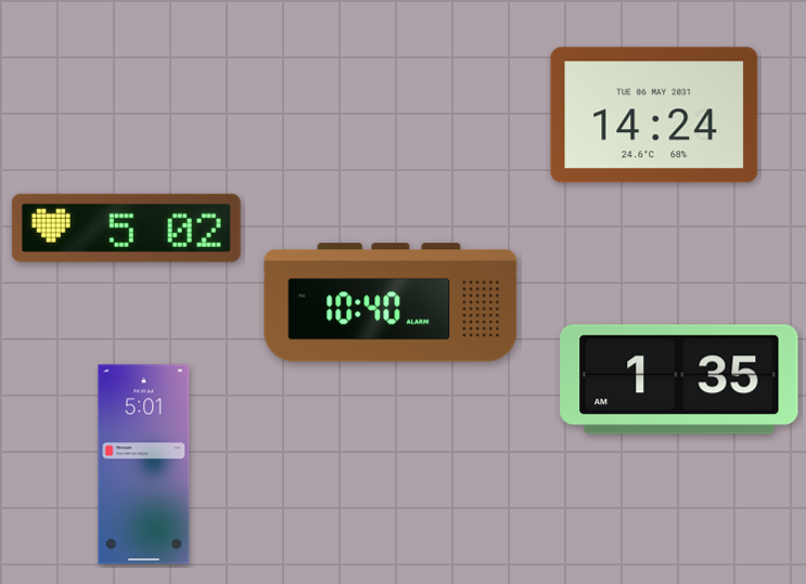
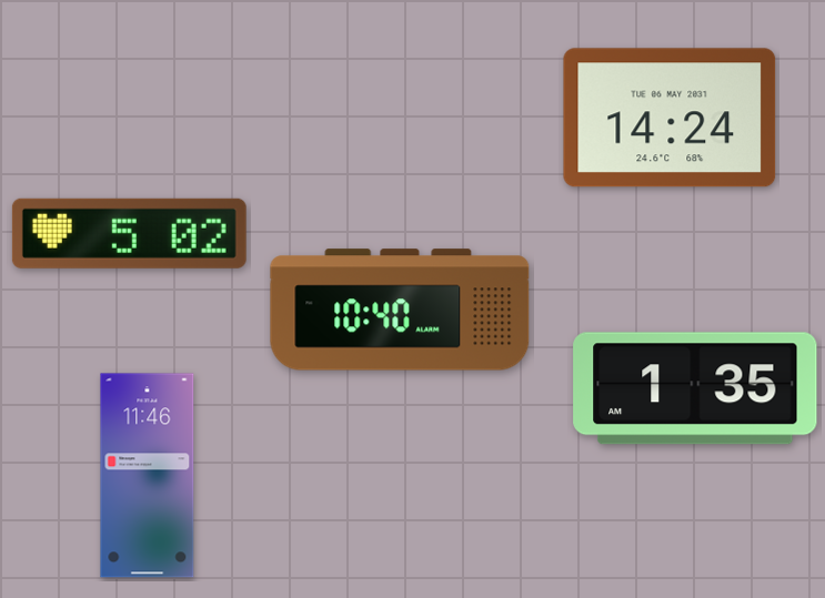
clock at (144, 465): 5:01 -> 11:46
